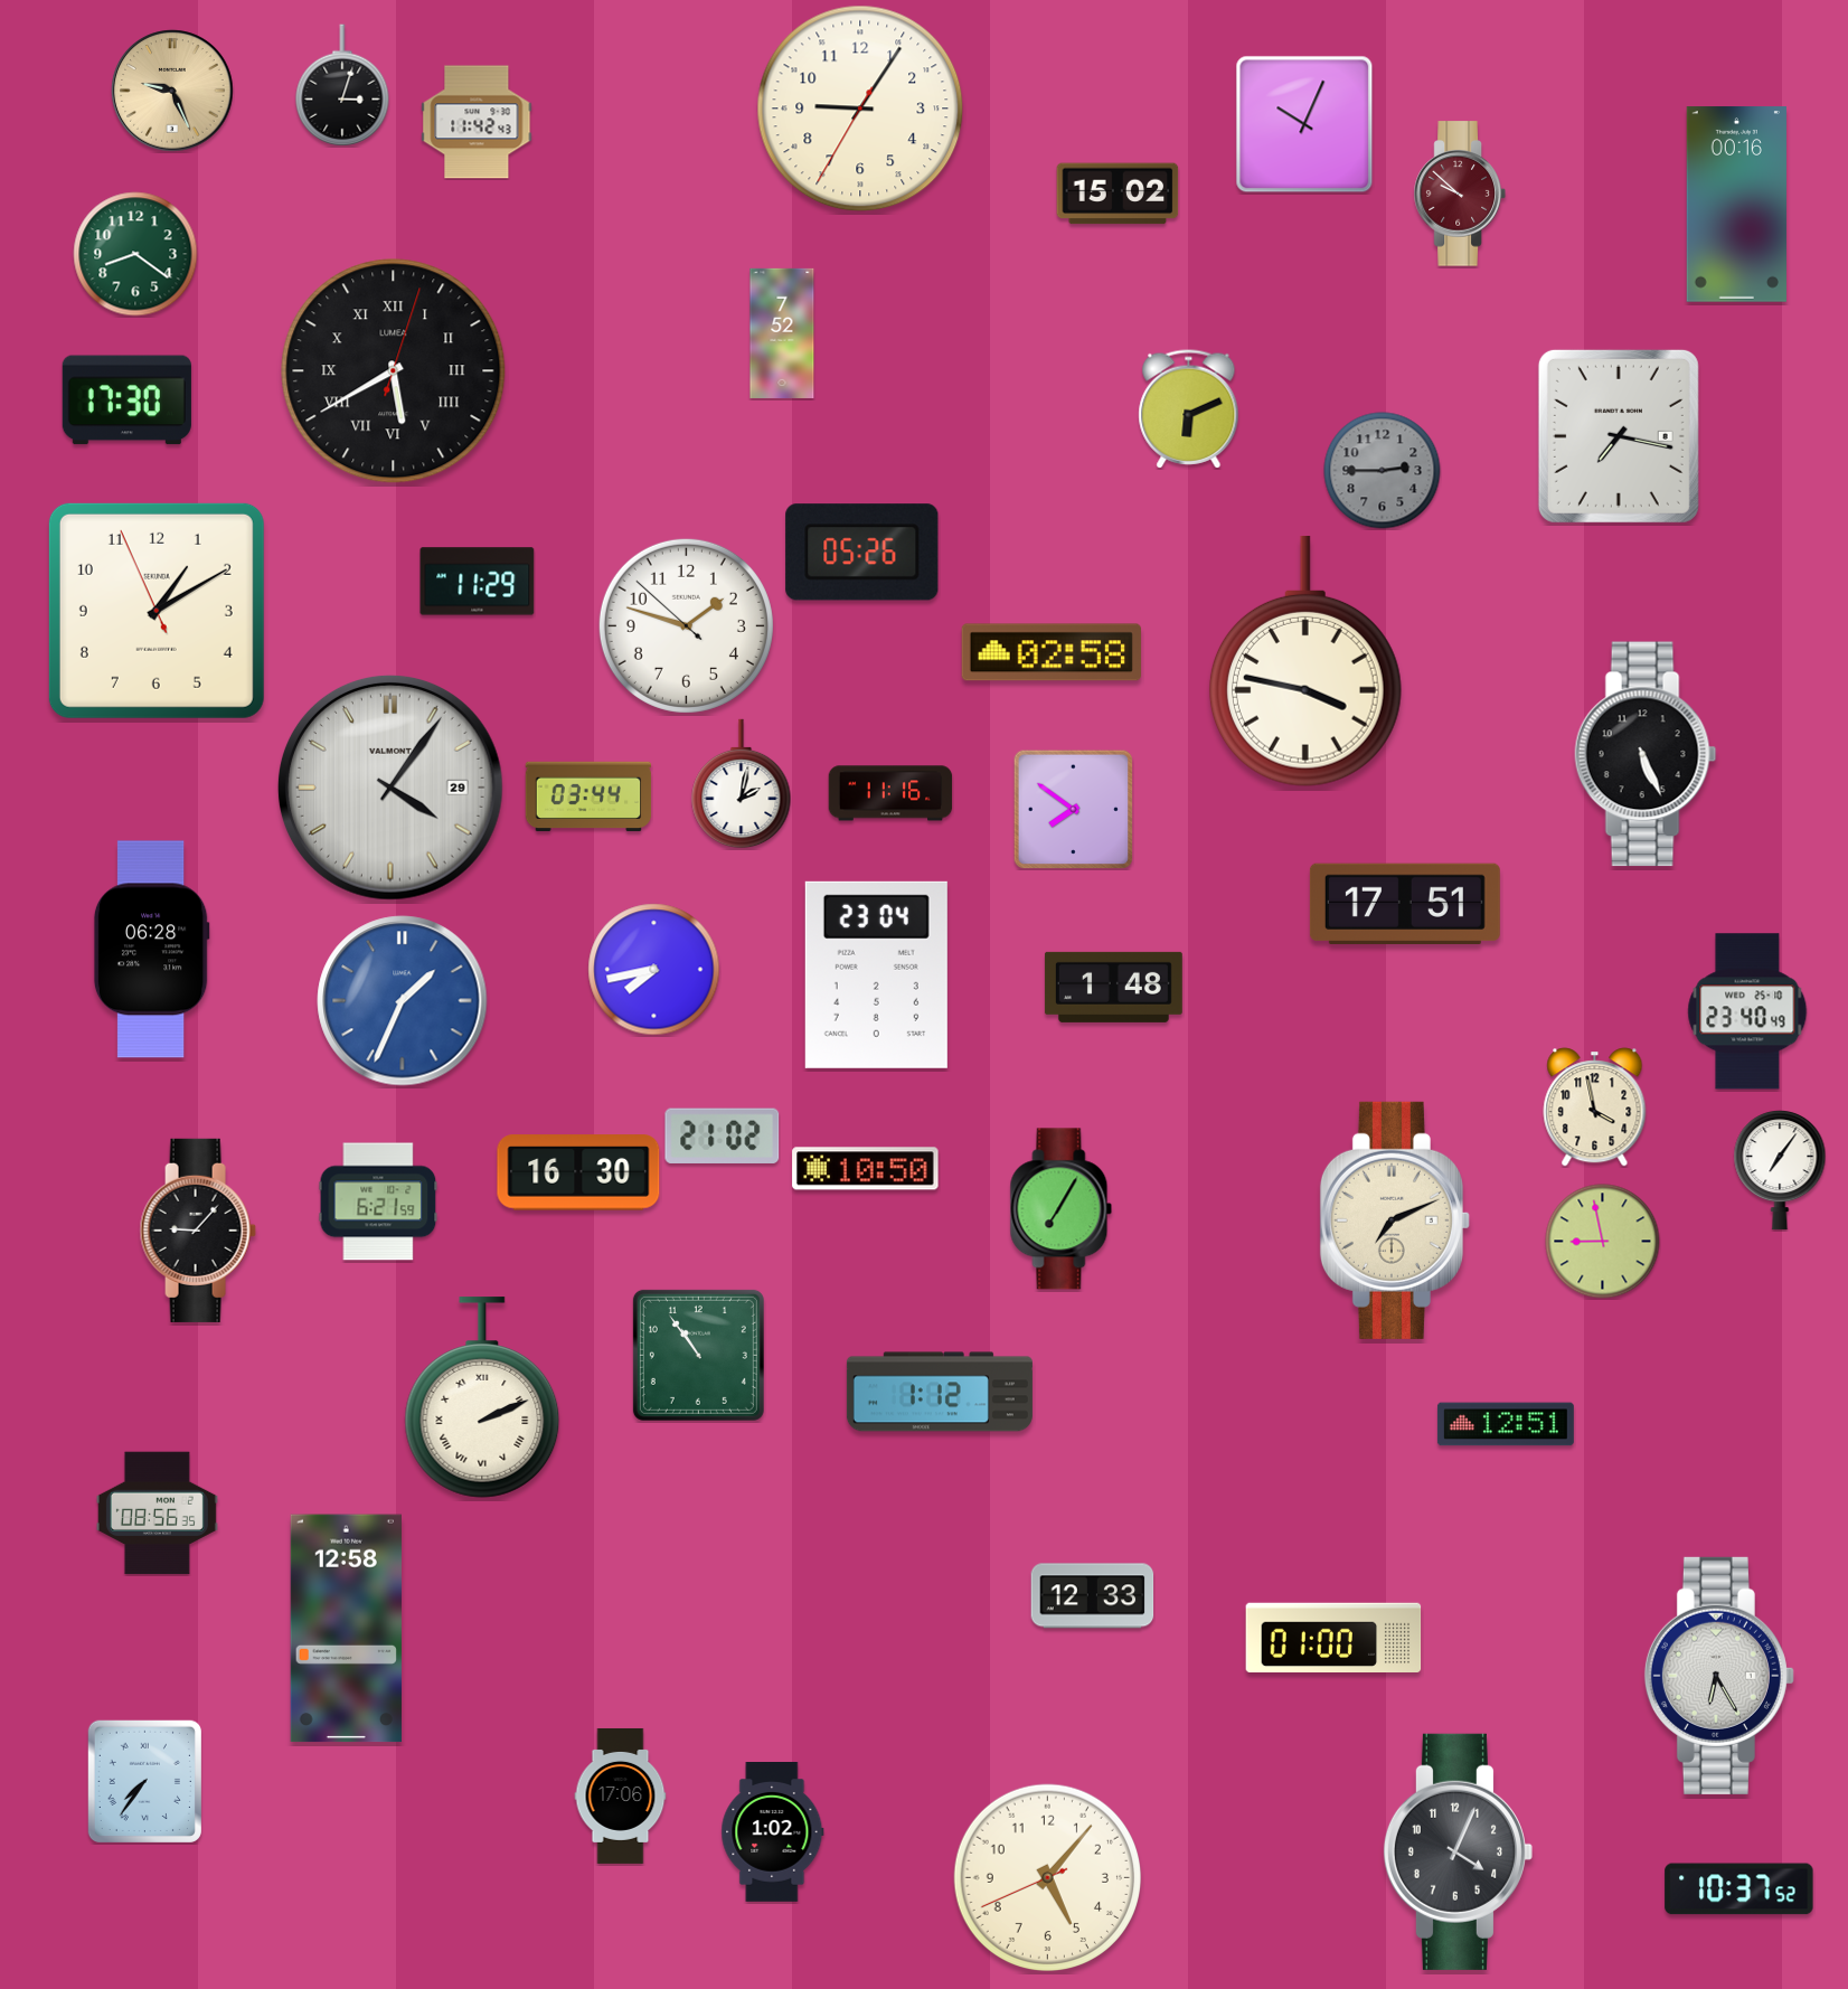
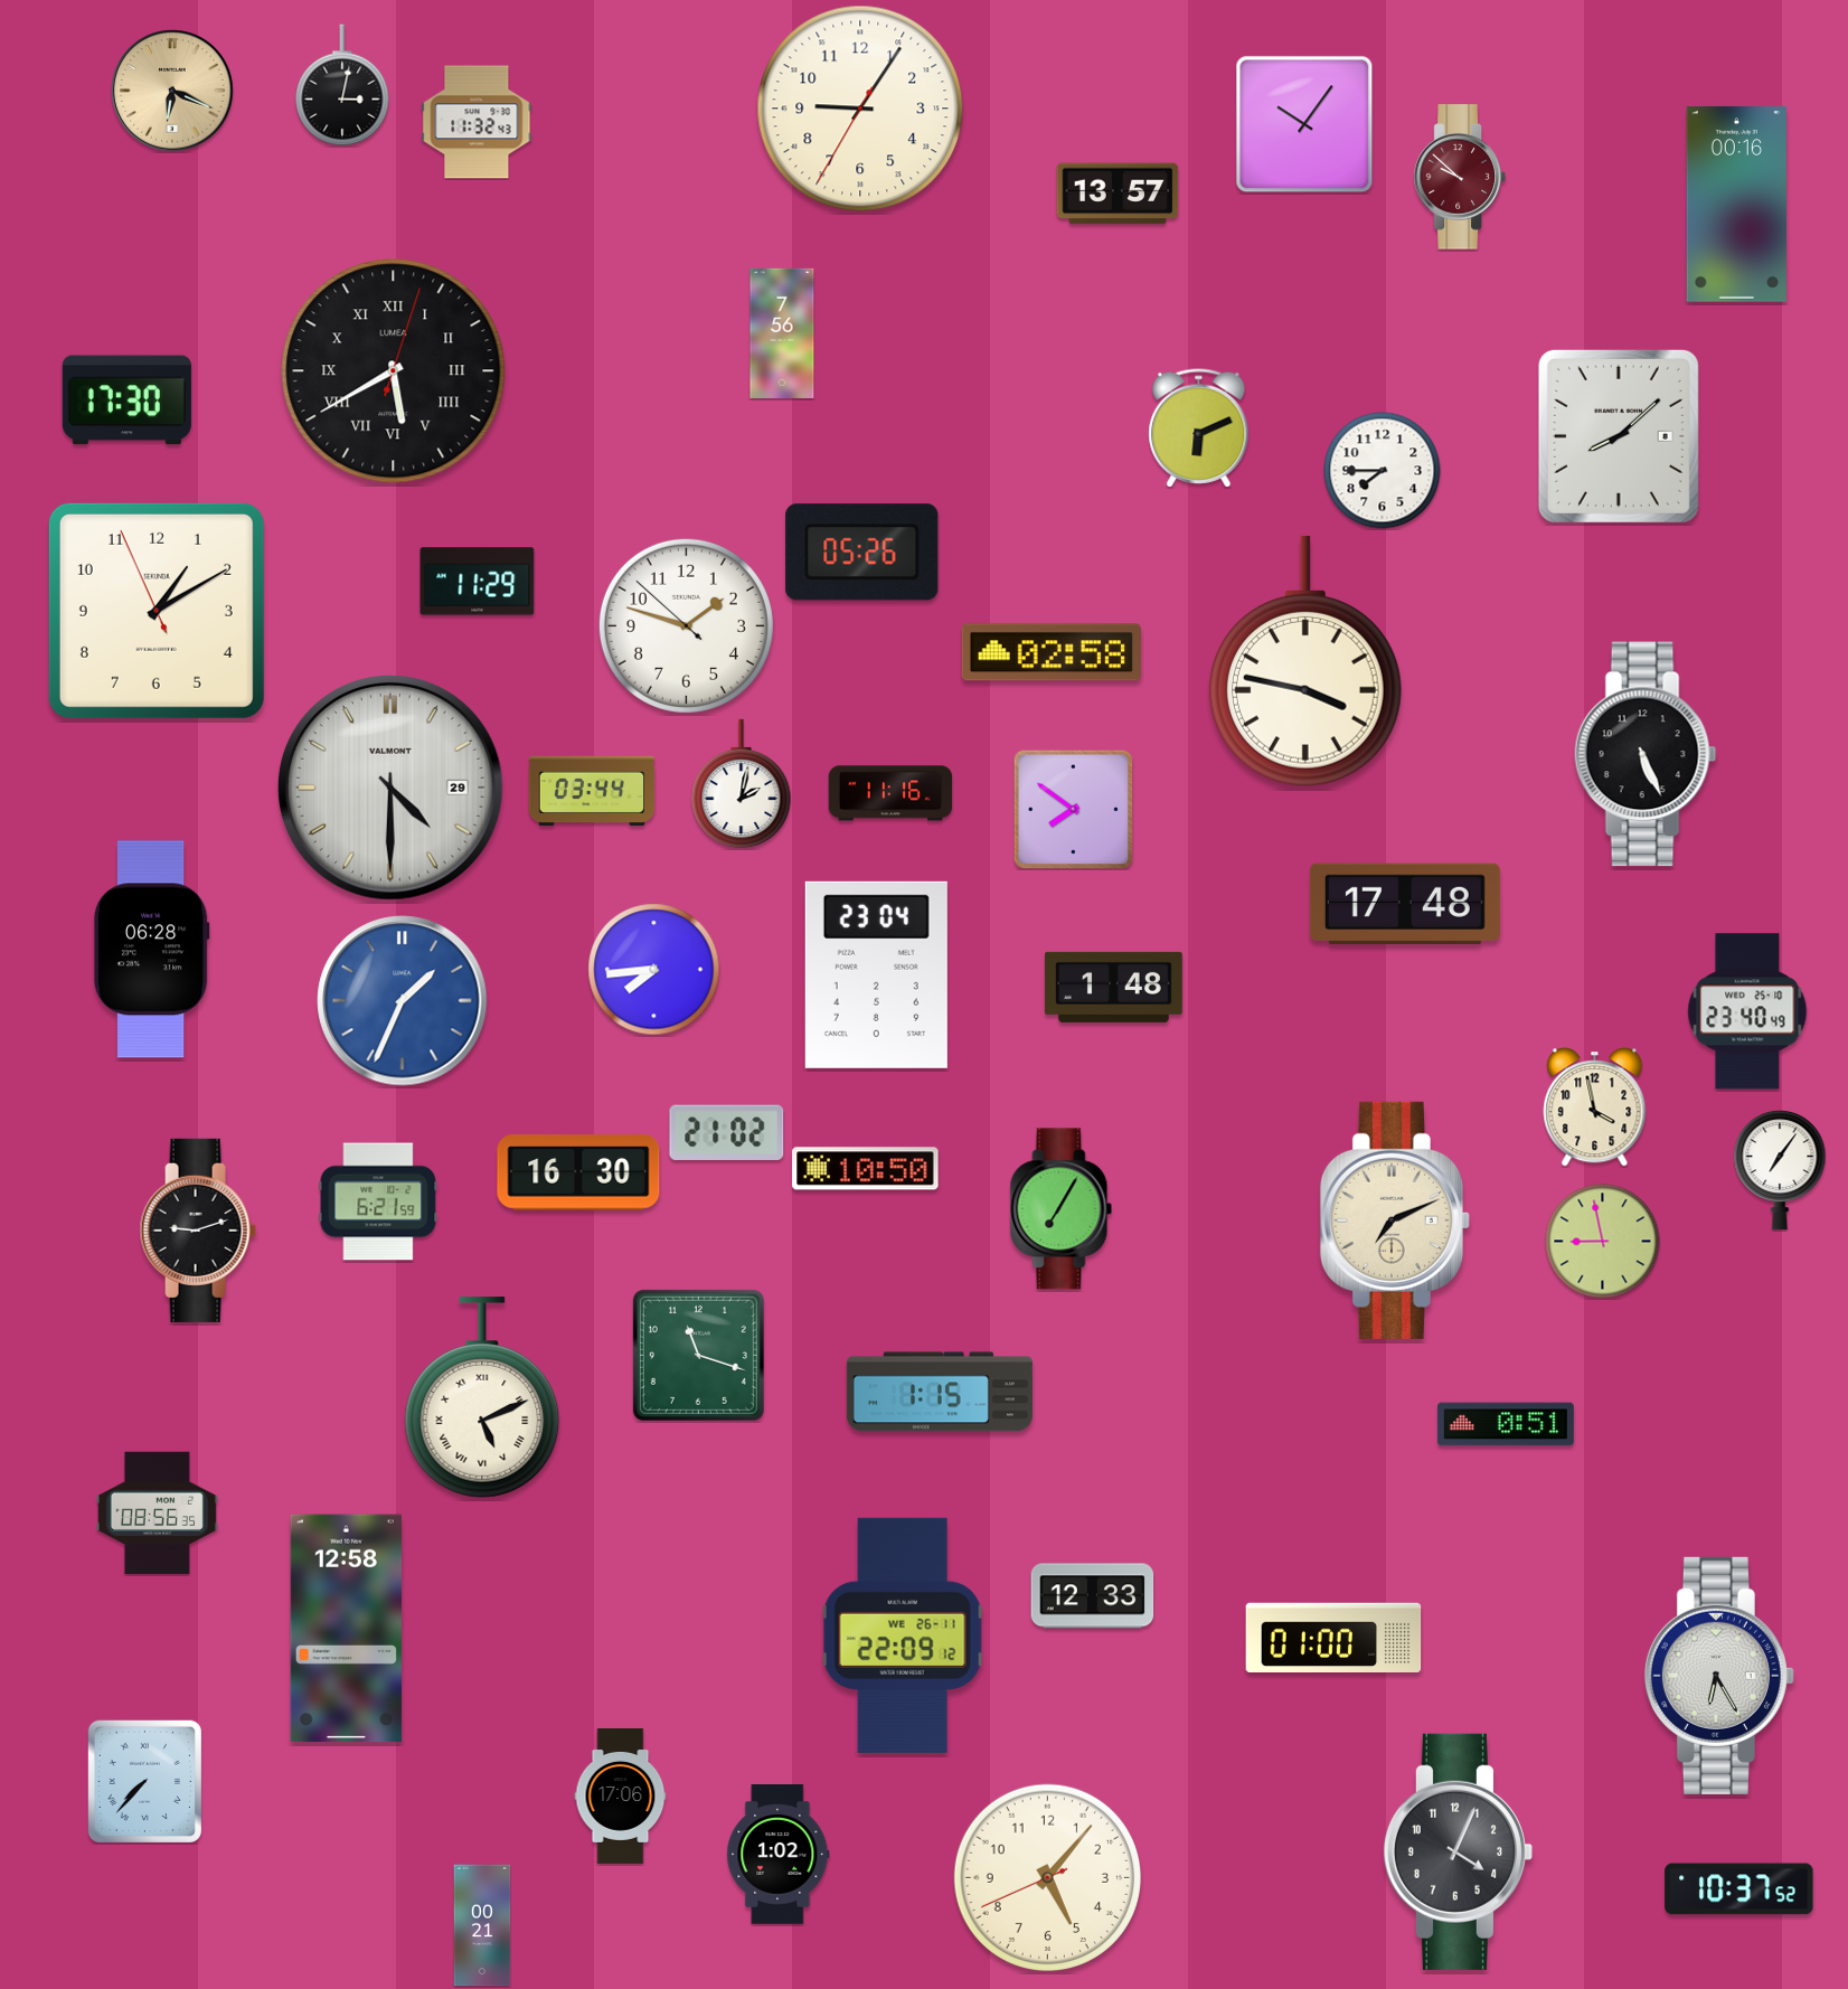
clock at (342, 85): 3:03 -> 3:02
clock at (172, 91): 9:26 -> 6:19
clock at (477, 122): 11:42 -> 11:32
clock at (1304, 124): 10:04 -> 10:06
clock at (1118, 194): 15:02 -> 13:57
clock at (1460, 194) position: (1460, 194) -> (1460, 177)
clock at (135, 254): 8:21 -> none
clock at (782, 333): 7:52 -> 7:56
clock at (1189, 409) position: (1189, 409) -> (1199, 428)
clock at (1619, 436): 7:17 -> 8:08
clock at (1383, 471): 2:45 -> 7:45
clock at (1383, 471) dial: grey -> white
clock at (392, 789): 4:06 -> 4:30
clock at (588, 796) position: (588, 796) -> (592, 791)
clock at (1405, 904): 17:51 -> 17:48
clock at (654, 970): 7:43 -> 7:44
clock at (723, 1135) position: (723, 1135) -> (727, 1132)
clock at (198, 1231): 9:07 -> 9:12
clock at (698, 1355): 10:54 -> 11:18
clock at (940, 1392): 1:12 -> 1:15
clock at (482, 1397): 2:11 -> 5:11
clock at (1506, 1424): 12:51 -> 0:51
clock at (903, 1635): none -> 22:09
clock at (144, 1781): 7:36 -> 7:37
clock at (773, 1832) position: (773, 1832) -> (779, 1855)
clock at (482, 1925): none -> 00:21
